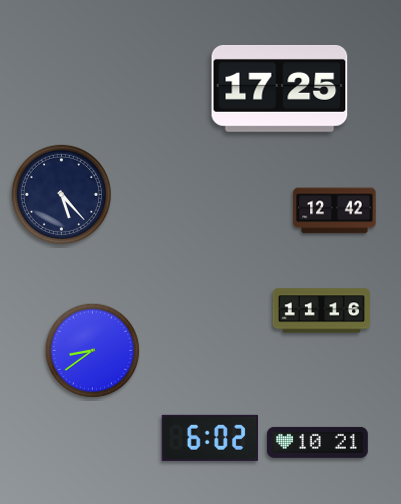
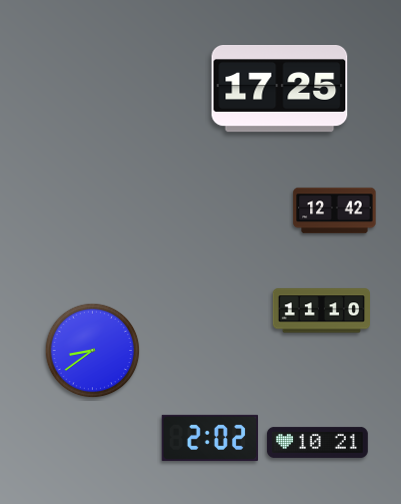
clock at (61, 194): 5:23 -> none
clock at (321, 311): 11:16 -> 11:10
clock at (209, 438): 6:02 -> 2:02
